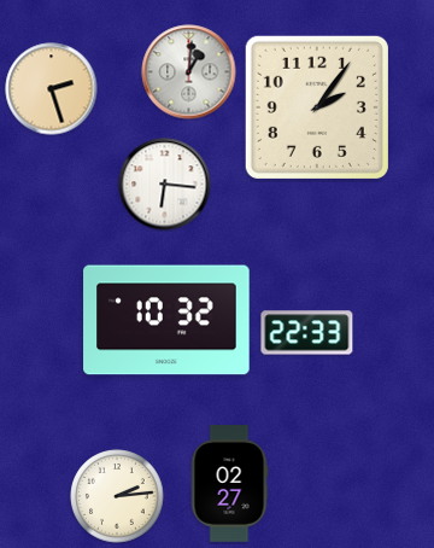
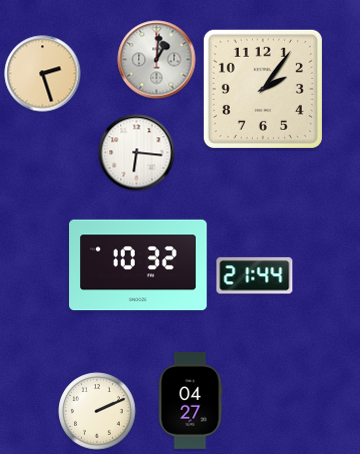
clock at (307, 333): 22:33 -> 21:44
clock at (229, 484): 02:27 -> 04:27
clock at (117, 496): 2:14 -> 2:11
